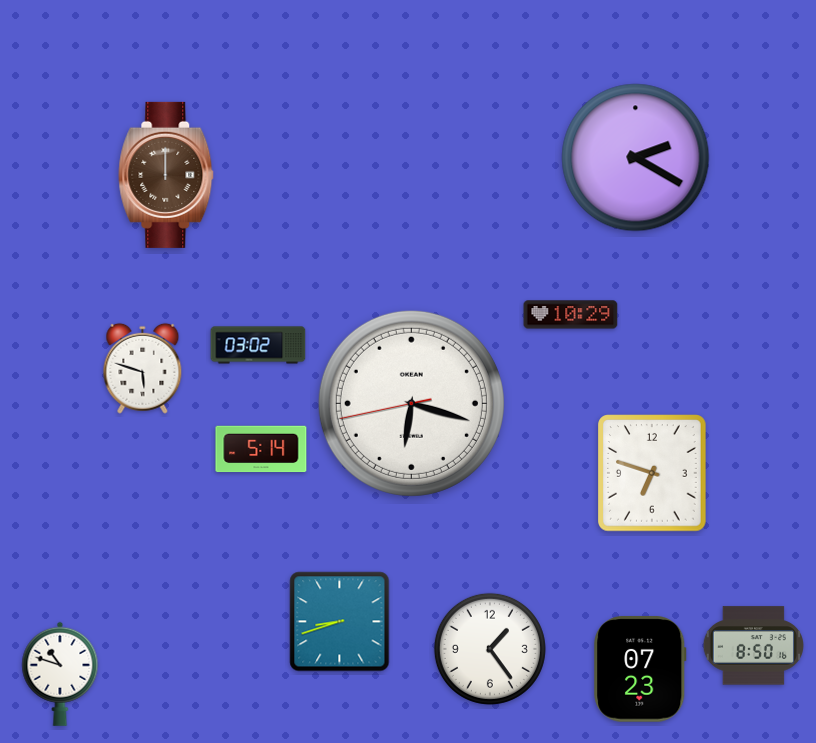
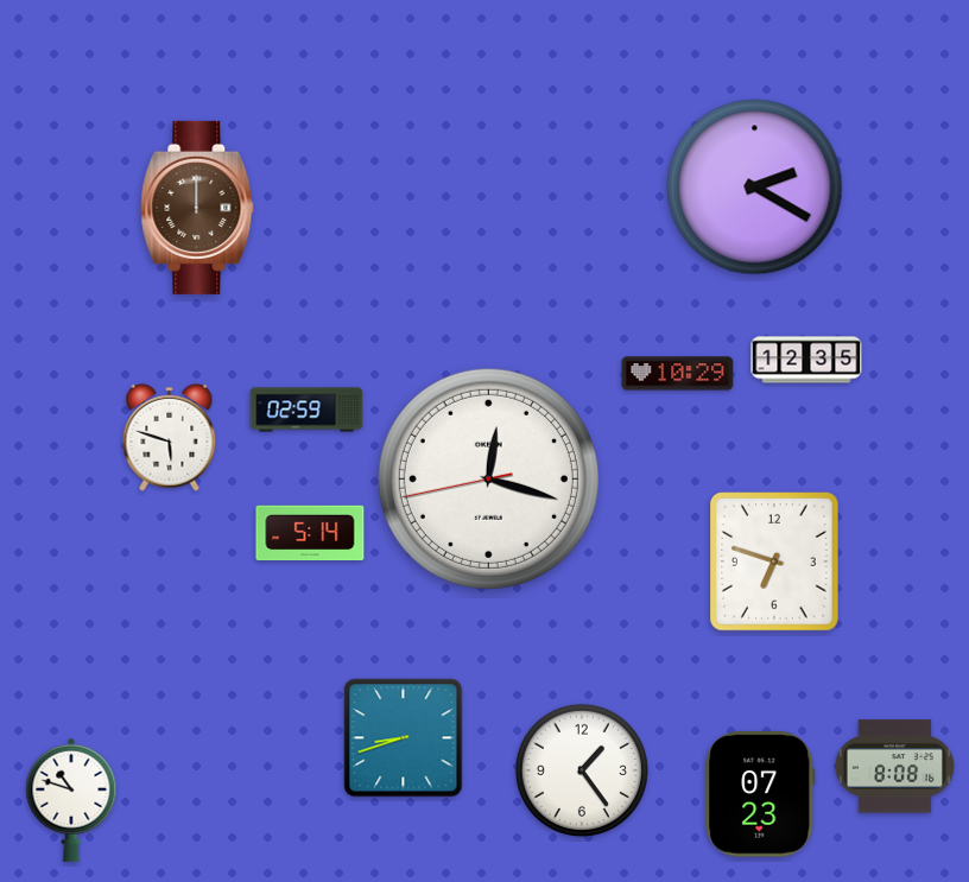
clock at (806, 360): none -> 12:35
clock at (258, 345): 03:02 -> 02:59
clock at (411, 403): 6:17 -> 12:17
clock at (753, 646): 8:50 -> 8:08
